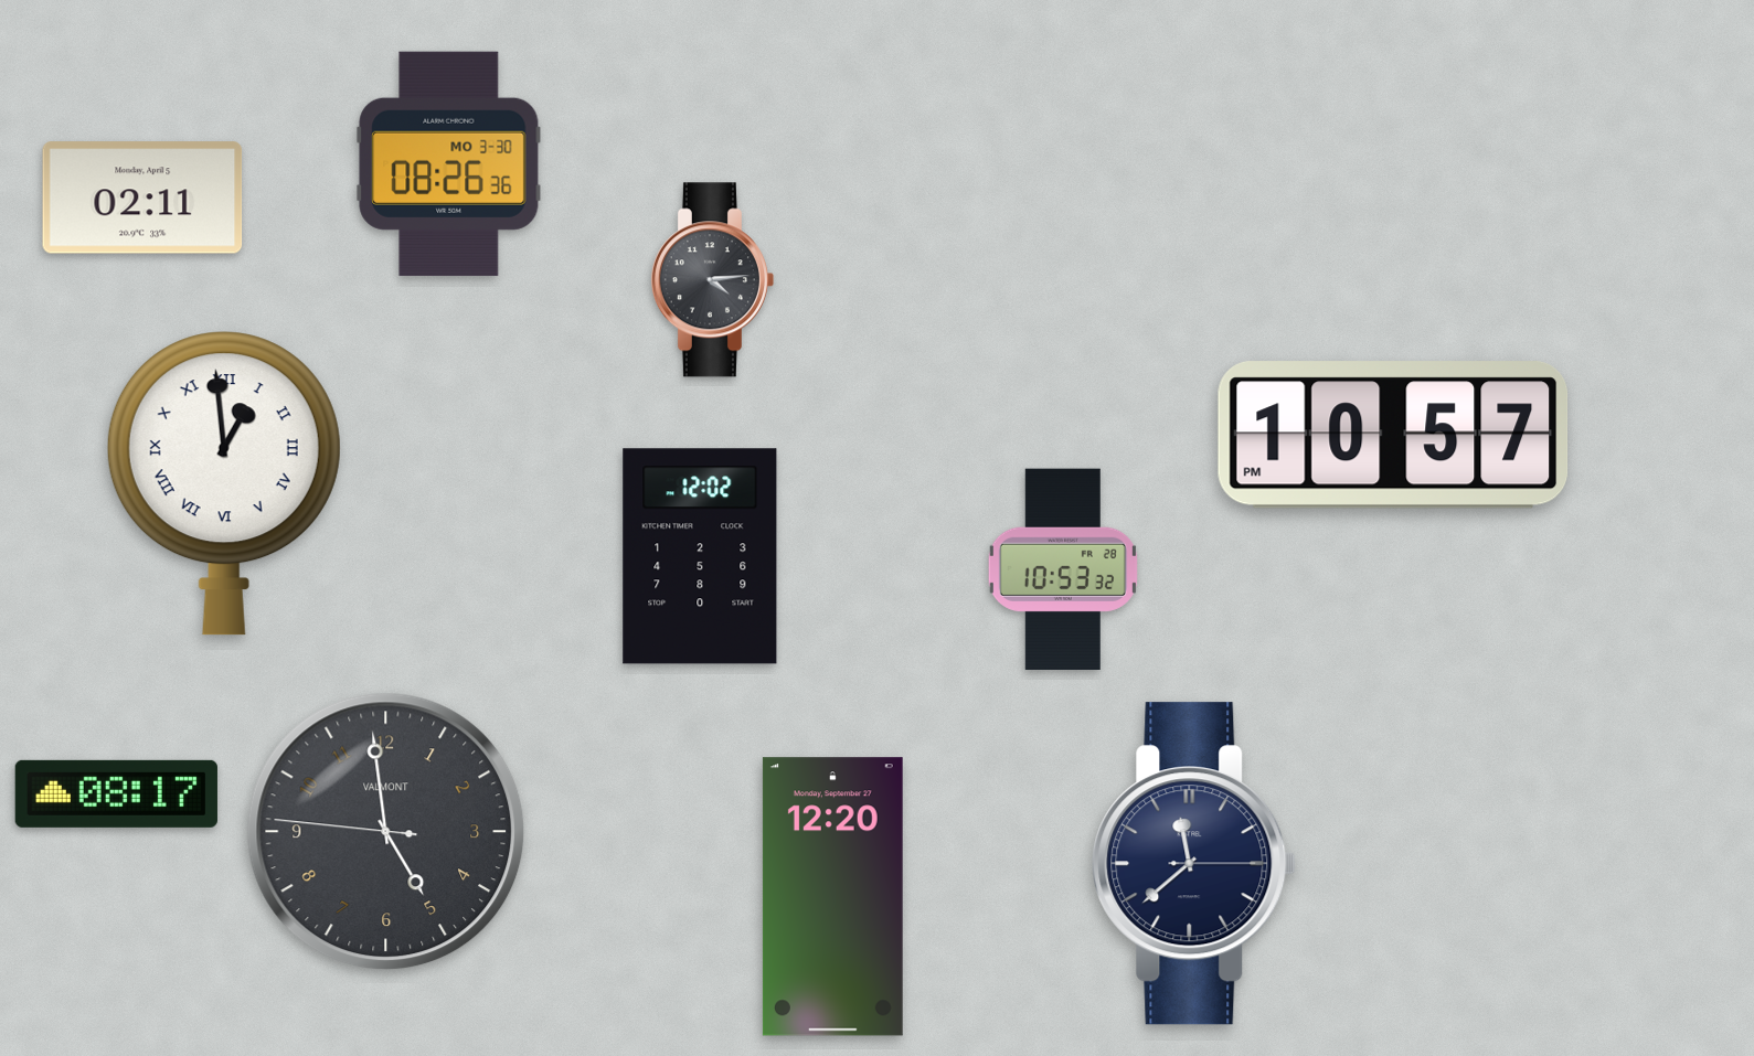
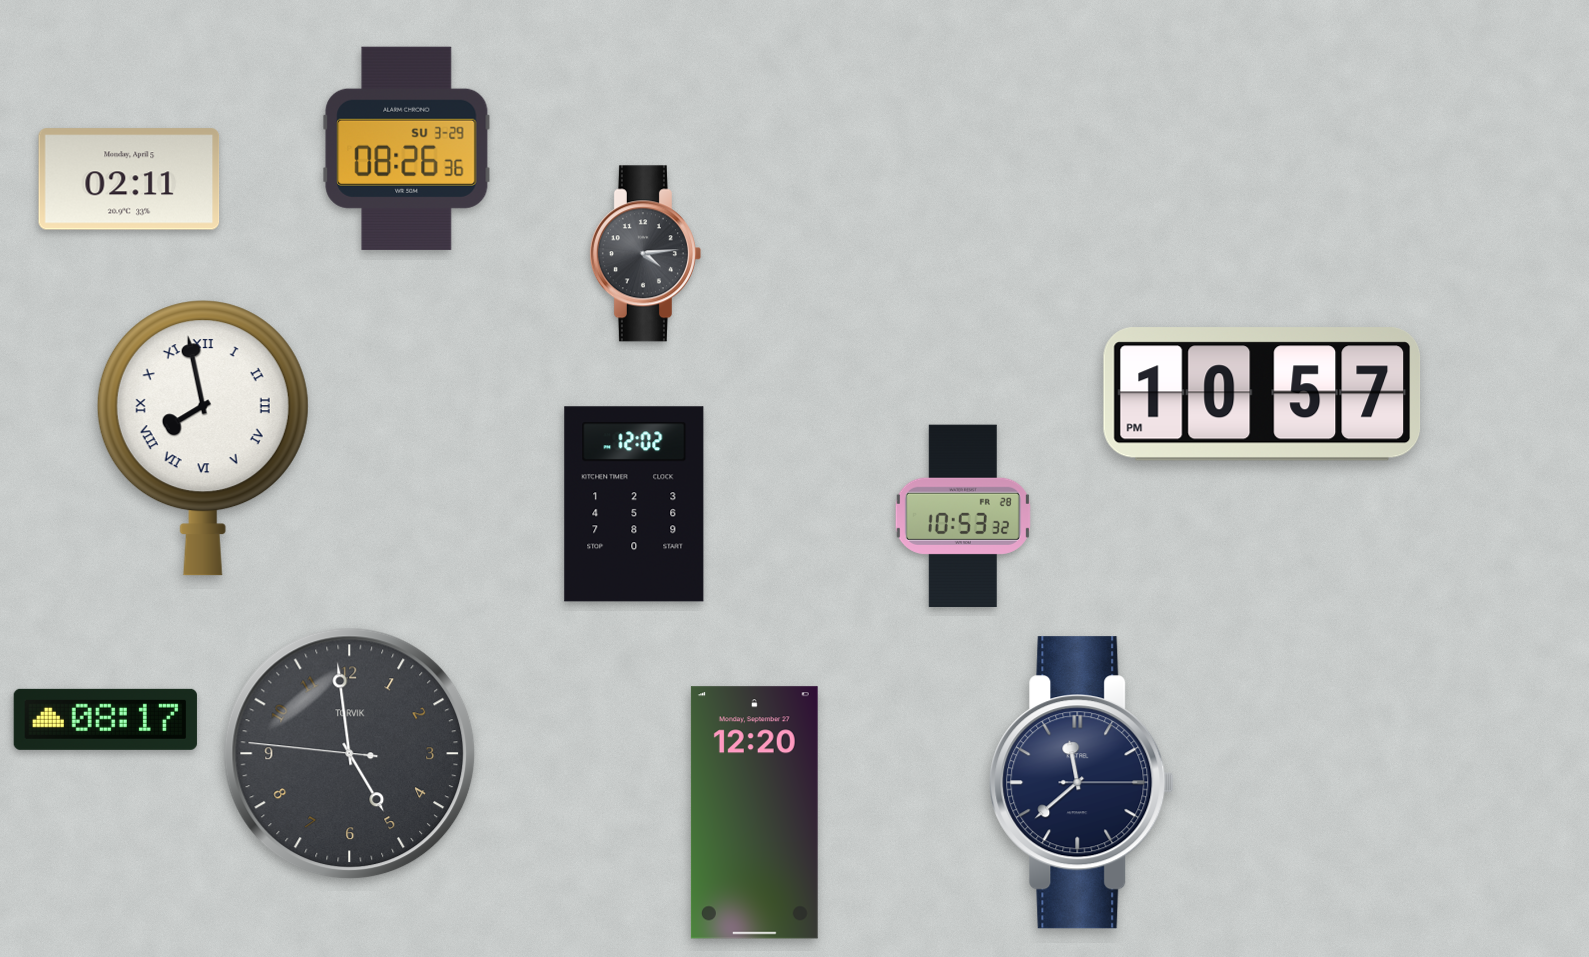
clock at (449, 163) date: MO 3-30 -> SU 3-29
clock at (224, 483): 12:59 -> 7:58
clock at (386, 832) brand: VALMONT -> TORVIK
